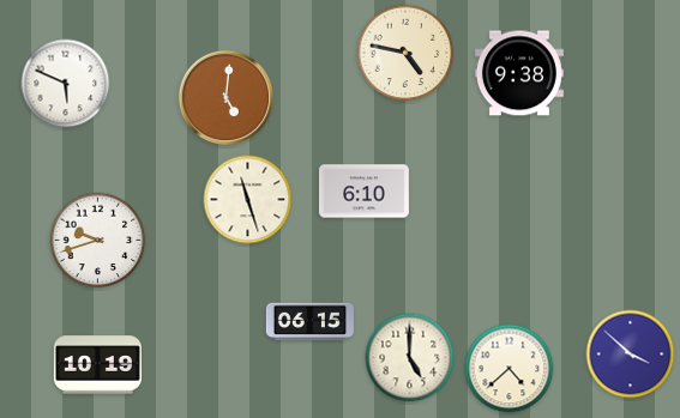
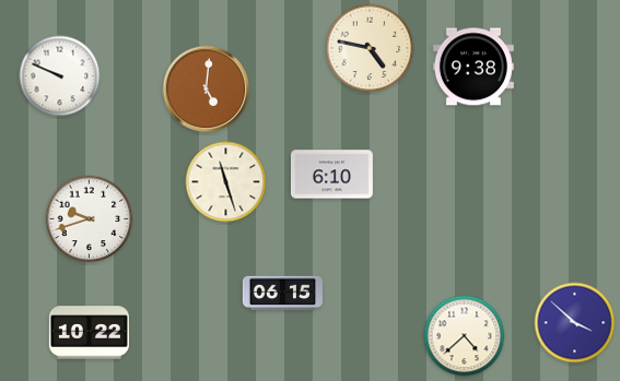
clock at (66, 84): 5:49 -> 9:49
clock at (410, 358): 5:00 -> none
clock at (97, 365): 10:19 -> 10:22
